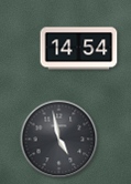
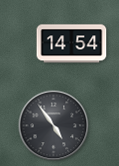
clock at (59, 140): 4:58 -> 4:54
